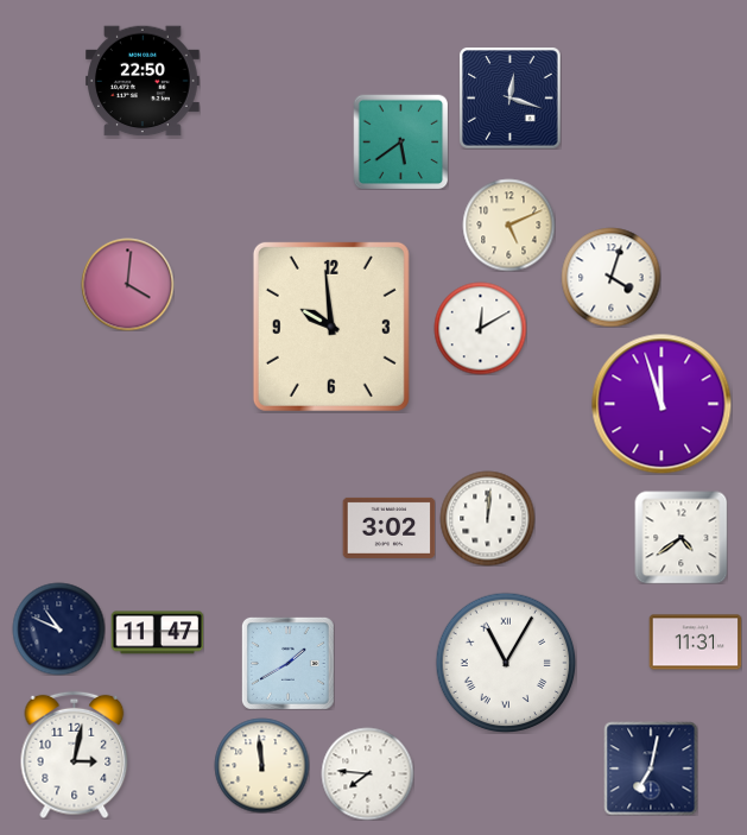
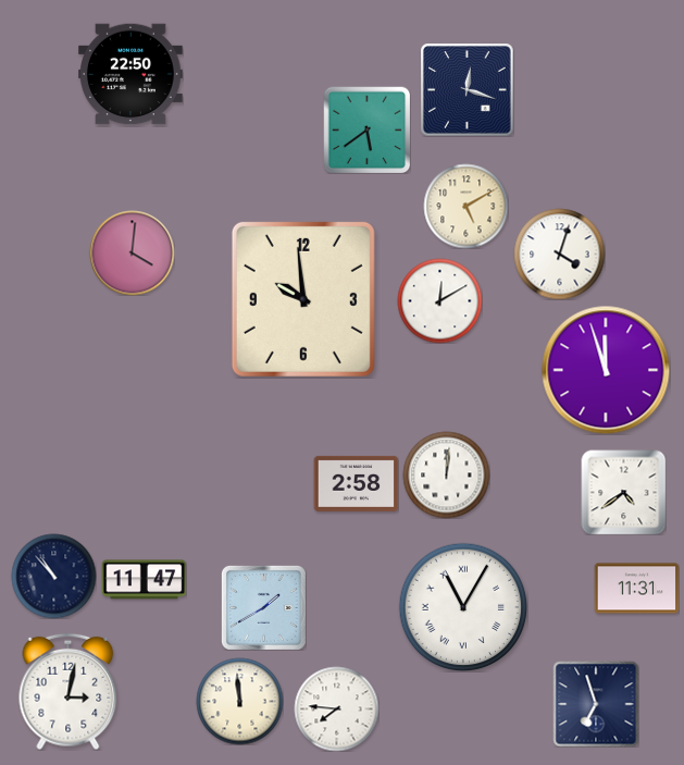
clock at (508, 224): 5:11 -> 5:10
clock at (127, 284) position: (127, 284) -> (132, 252)
clock at (388, 527): 3:02 -> 2:58
clock at (58, 628): 10:49 -> 10:53
clock at (651, 768): 7:02 -> 6:57
